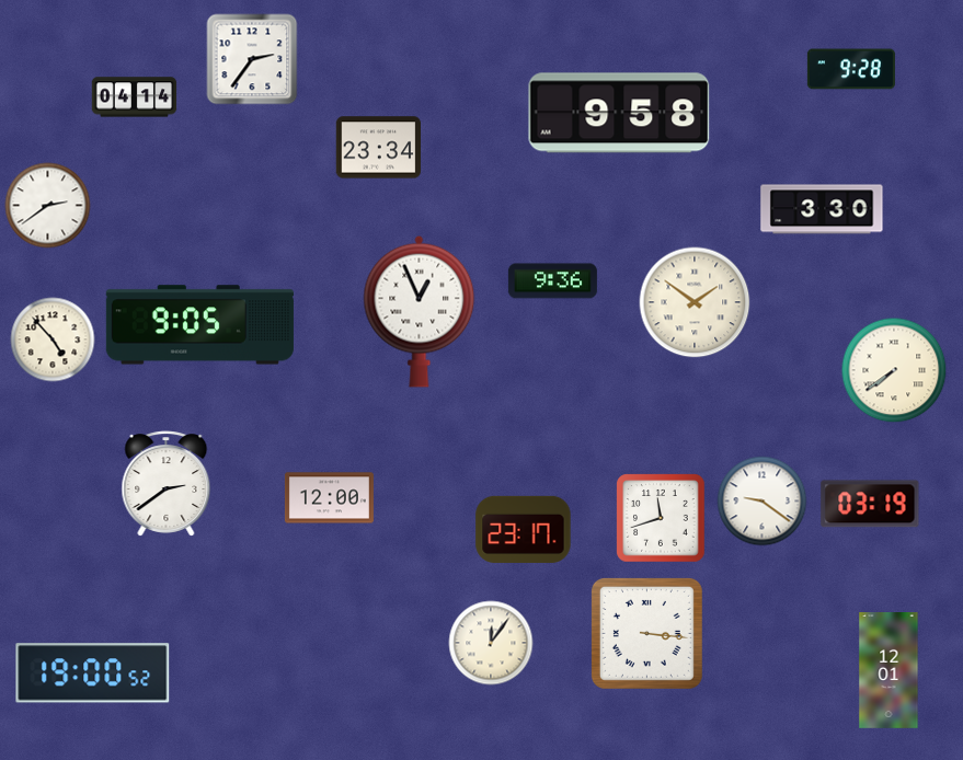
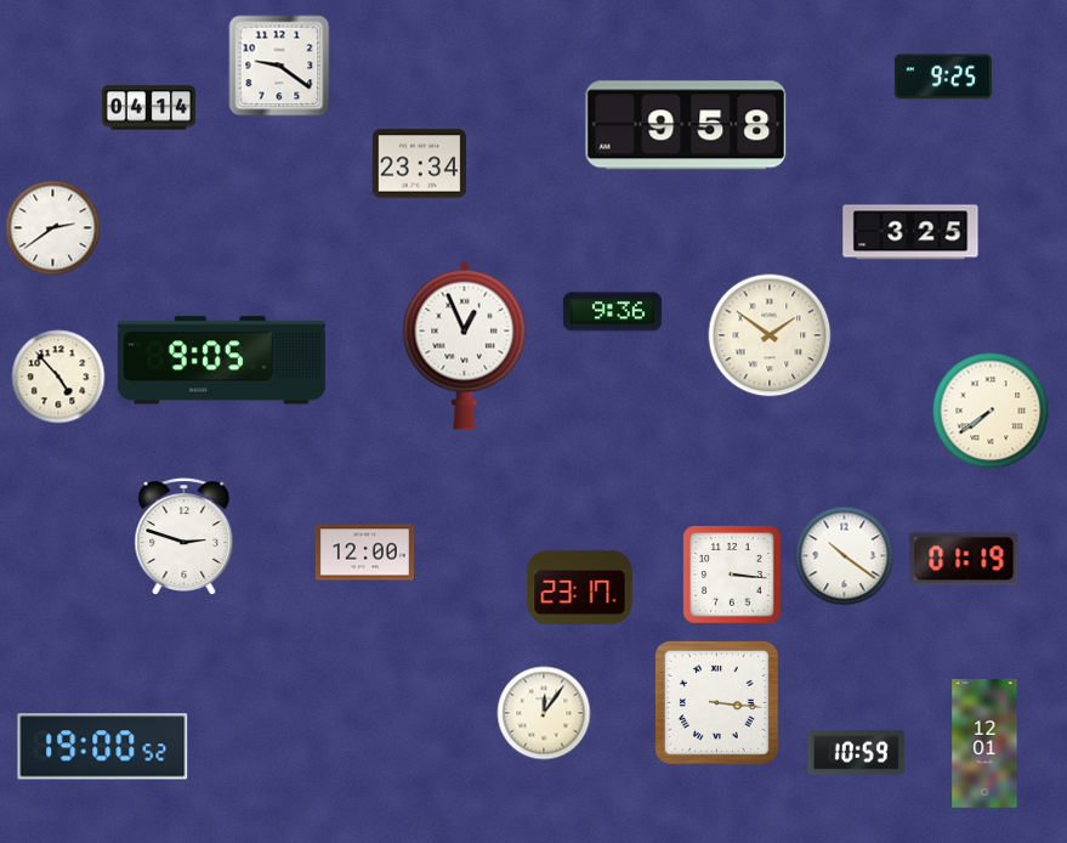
clock at (252, 59): 2:36 -> 9:21
clock at (851, 69): 9:28 -> 9:25
clock at (822, 209): 3:30 -> 3:25
clock at (167, 484): 2:39 -> 2:48
clock at (763, 502): 9:21 -> 10:21
clock at (870, 504): 03:19 -> 01:19
clock at (661, 518): 11:42 -> 3:16
clock at (856, 752): none -> 10:59
